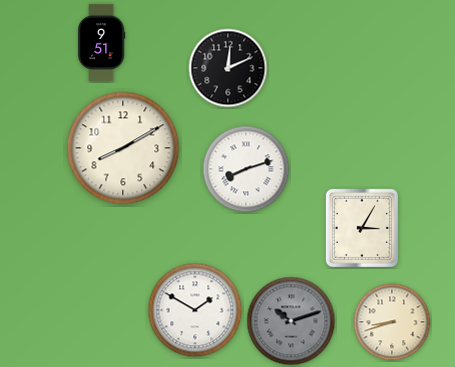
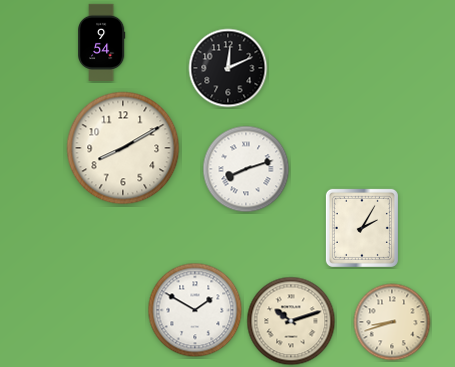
clock at (102, 42): 9:51 -> 9:54
clock at (362, 228): 3:05 -> 2:05
clock at (291, 321) dial: grey -> cream
